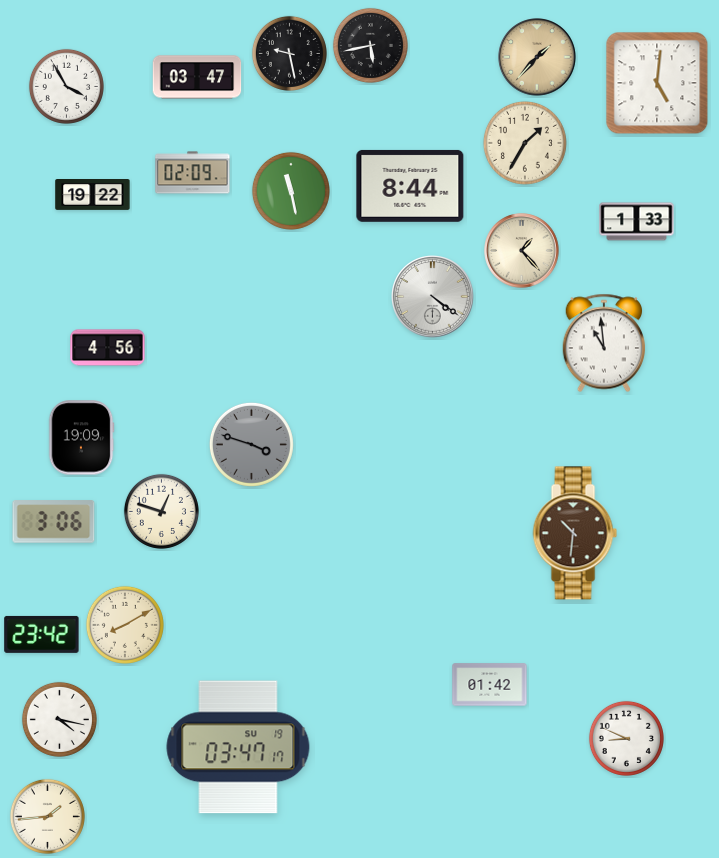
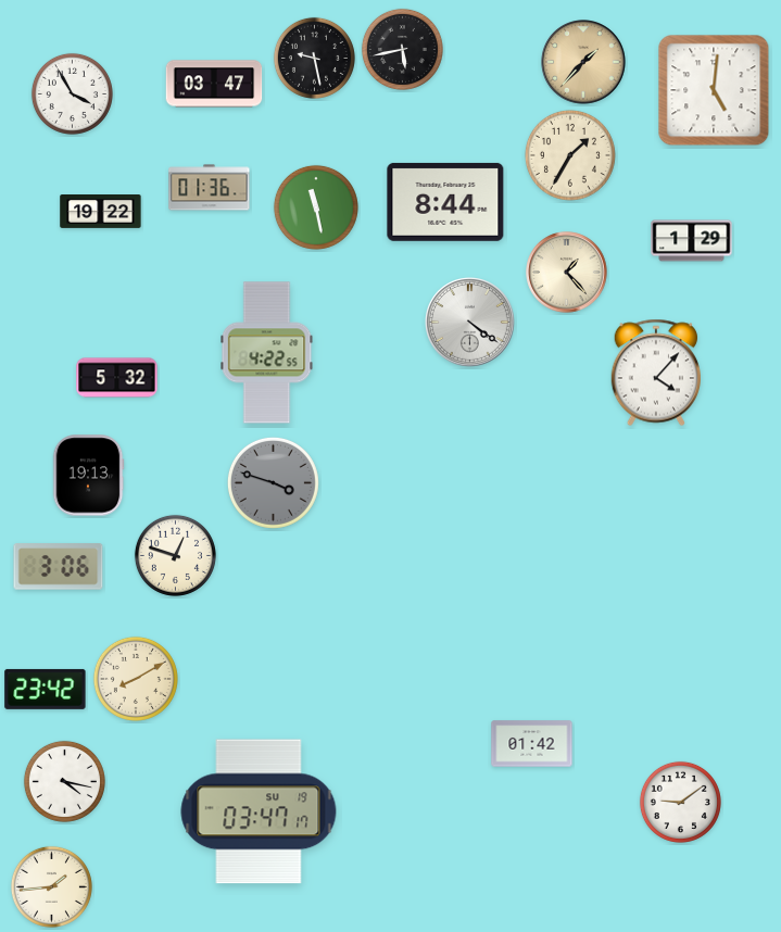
clock at (193, 173): 02:09 -> 01:36
clock at (637, 222): 1:33 -> 1:29
clock at (267, 353): none -> 4:22
clock at (603, 343): 10:59 -> 4:07
clock at (108, 348): 4:56 -> 5:32
clock at (81, 438): 19:09 -> 19:13
clock at (575, 533): 10:31 -> none
clock at (626, 738): 8:49 -> 9:09
